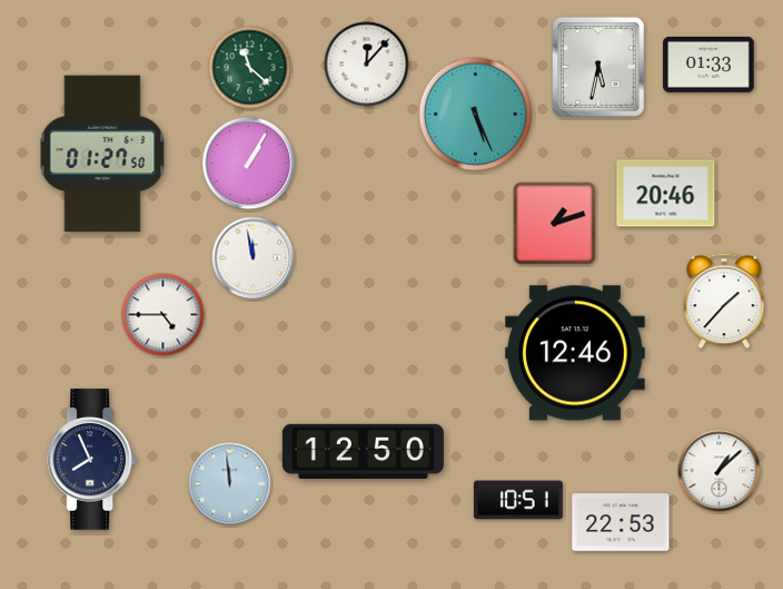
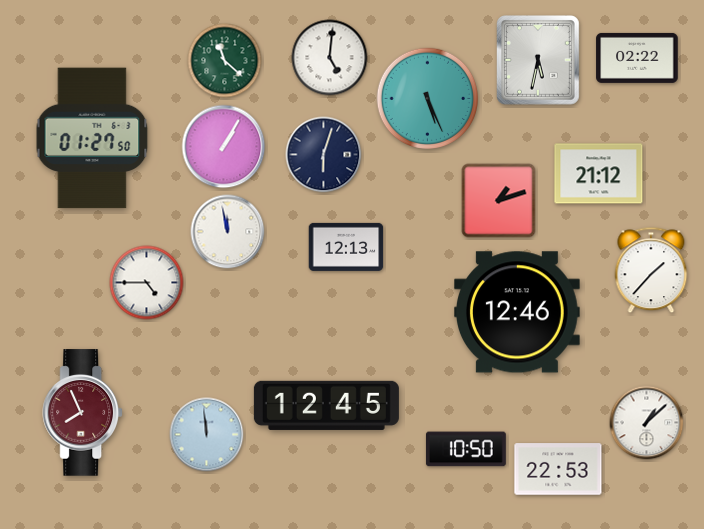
clock at (367, 65): 12:07 -> 5:01
clock at (708, 65): 01:33 -> 02:22
clock at (475, 114) position: (475, 114) -> (427, 98)
clock at (324, 155): none -> 6:03
clock at (666, 194): 20:46 -> 21:12
clock at (346, 247): none -> 12:13
clock at (576, 353) position: (576, 353) -> (518, 312)
clock at (363, 451): 12:50 -> 12:45
clock at (92, 460) dial: navy -> burgundy
clock at (518, 500): 10:51 -> 10:50
